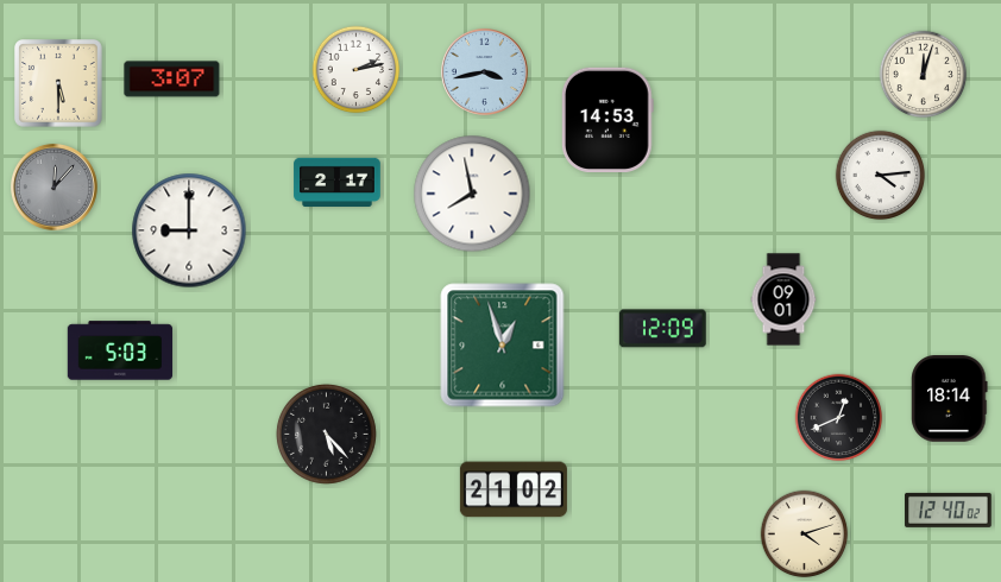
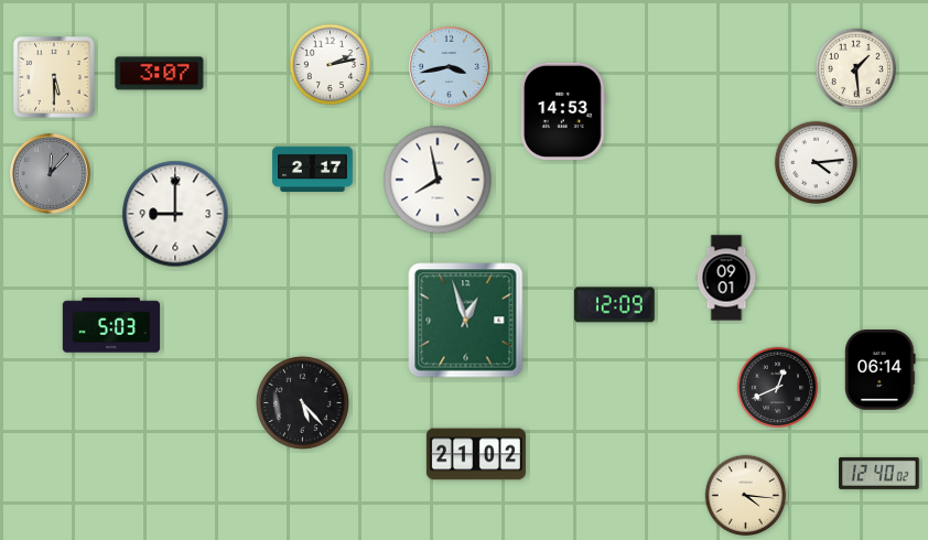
clock at (924, 75): 12:03 -> 1:29
clock at (950, 399): 18:14 -> 06:14
clock at (805, 534): 4:12 -> 4:16
